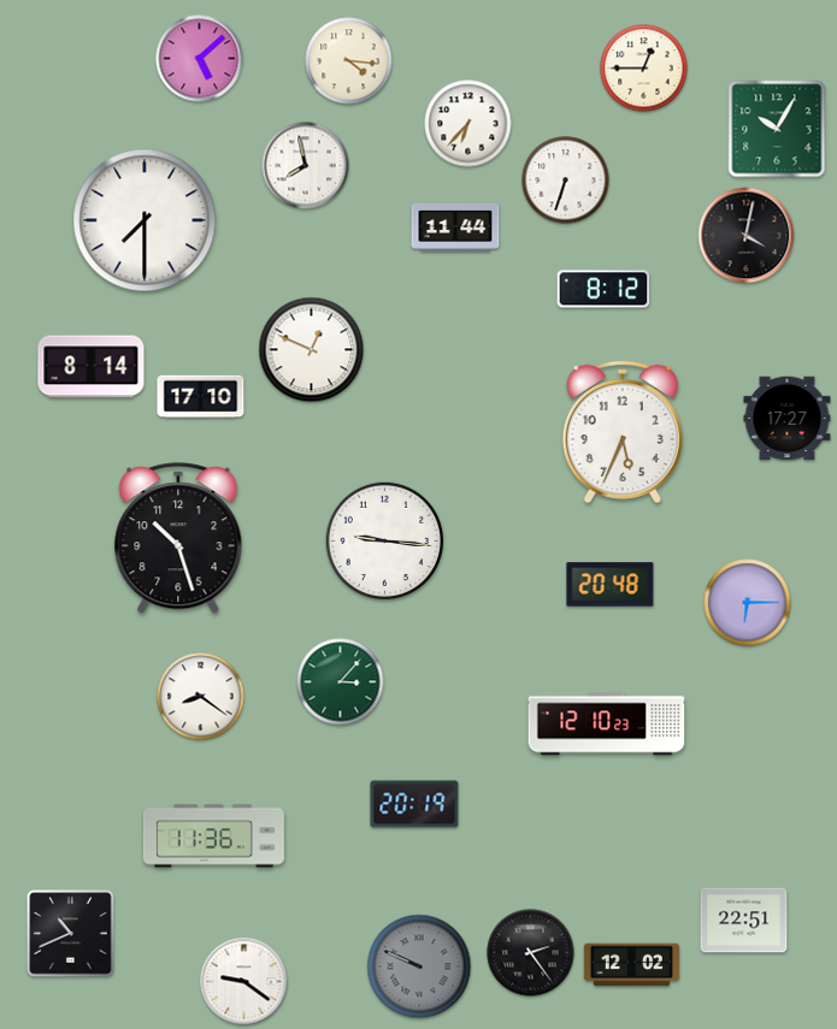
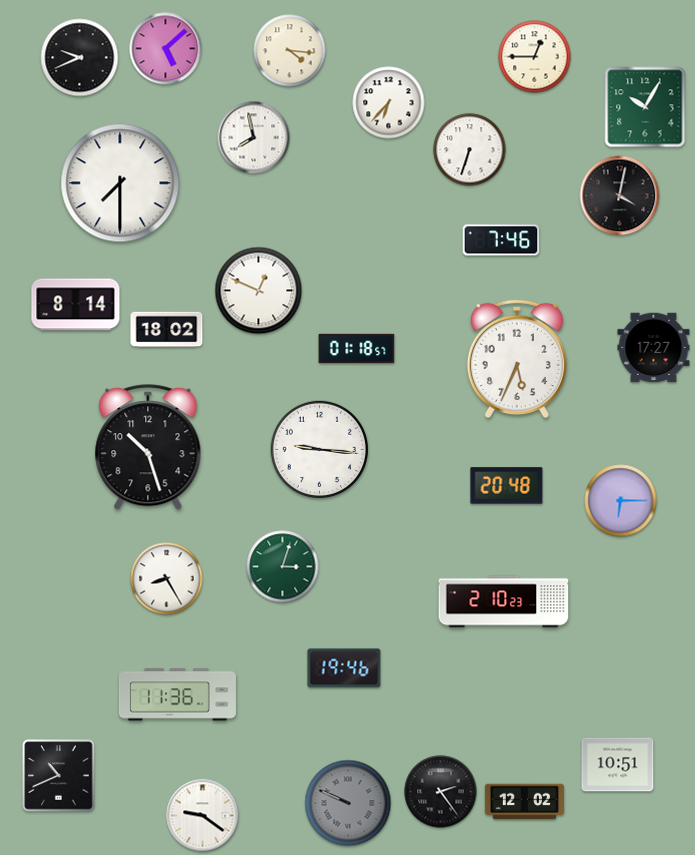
clock at (80, 58): none -> 9:41
clock at (455, 227): 11:44 -> none
clock at (603, 289): 8:12 -> 7:46
clock at (201, 397): 17:10 -> 18:02
clock at (357, 349): none -> 01:18
clock at (341, 682): 3:07 -> 3:03
clock at (201, 697): 8:21 -> 8:25
clock at (607, 725): 12:10 -> 2:10
clock at (414, 804): 20:19 -> 19:46
clock at (744, 921): 22:51 -> 10:51
